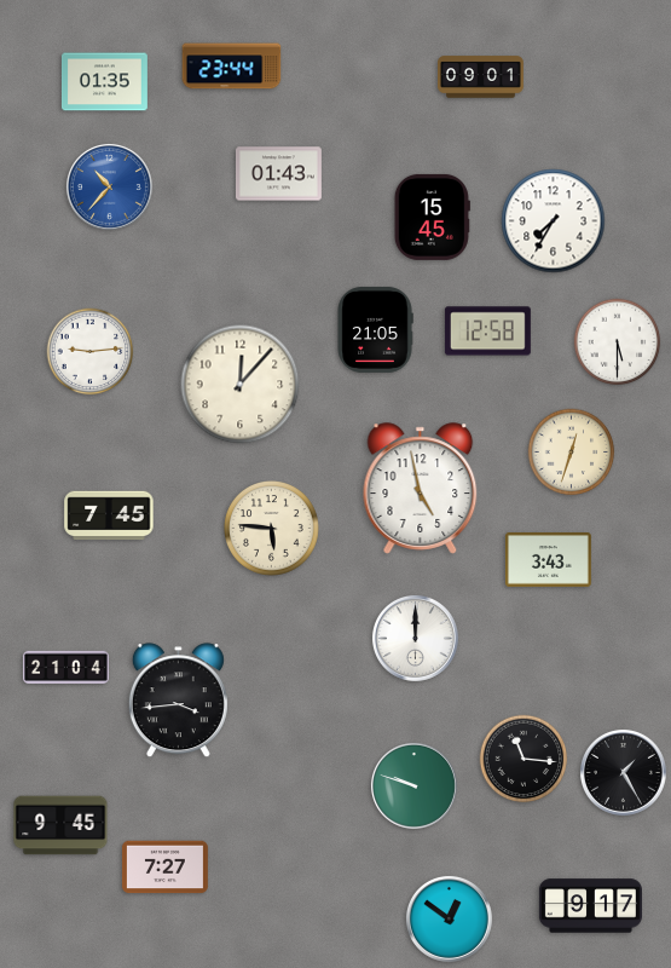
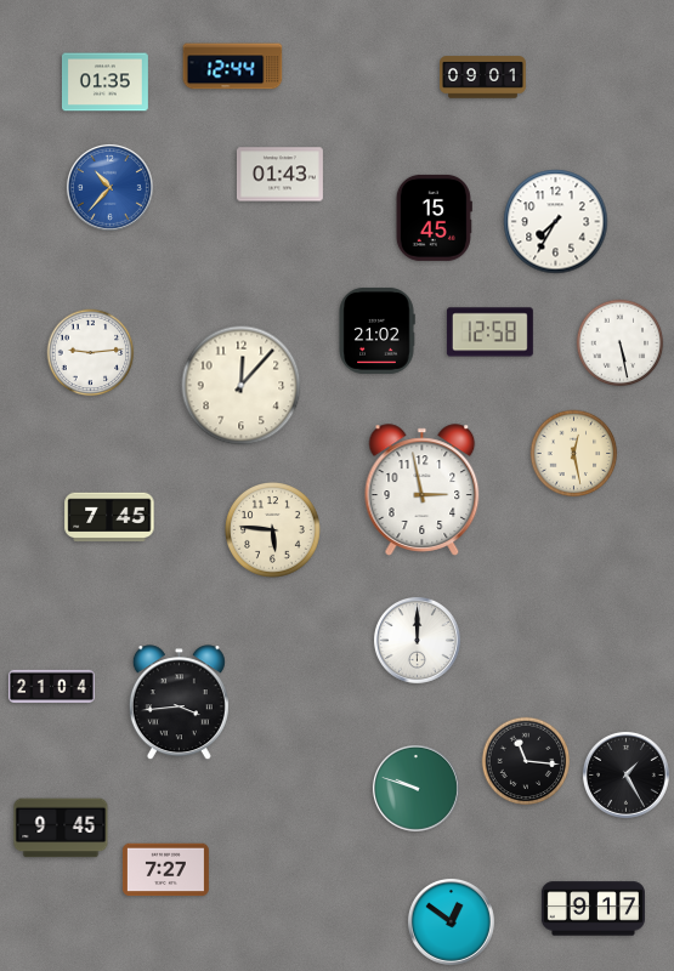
clock at (232, 67): 23:44 -> 12:44
clock at (375, 329): 21:05 -> 21:02
clock at (618, 342): 5:30 -> 5:28
clock at (572, 453): 12:33 -> 12:28
clock at (421, 489): 4:58 -> 2:58
clock at (548, 560): 3:43 -> none
clock at (65, 667) position: (65, 667) -> (51, 686)
